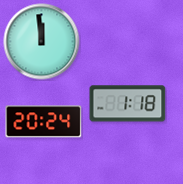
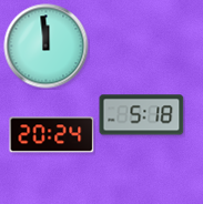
clock at (128, 104): 1:18 -> 5:18
clock at (44, 122) position: (44, 122) -> (52, 135)
